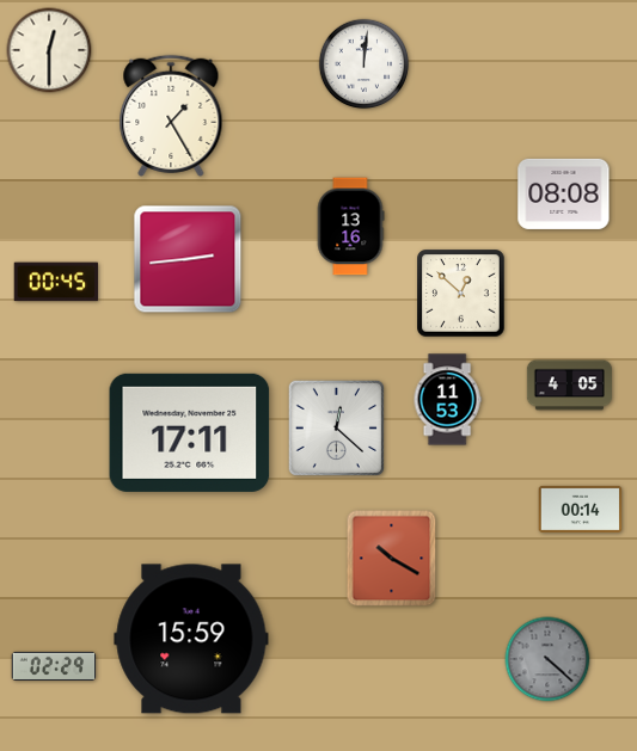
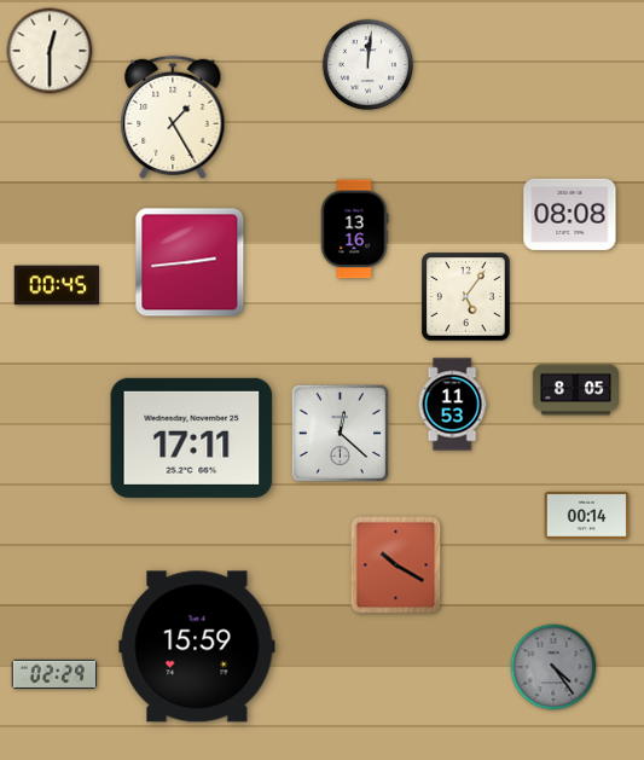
clock at (564, 193) position: (564, 193) -> (570, 214)
clock at (461, 294): 12:52 -> 5:06
clock at (569, 386): 4:05 -> 8:05
clock at (191, 639) position: (191, 639) -> (197, 646)
clock at (547, 659): 4:22 -> 4:24
